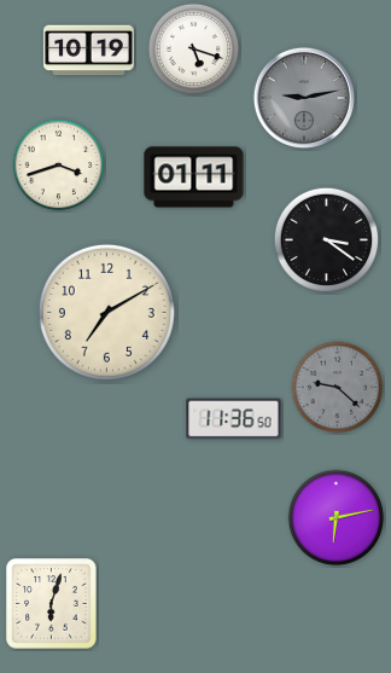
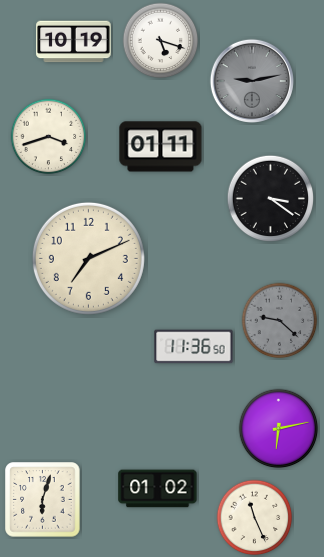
clock at (106, 312): 7:10 -> 7:11
clock at (158, 489): none -> 01:02
clock at (255, 518): none -> 11:26
